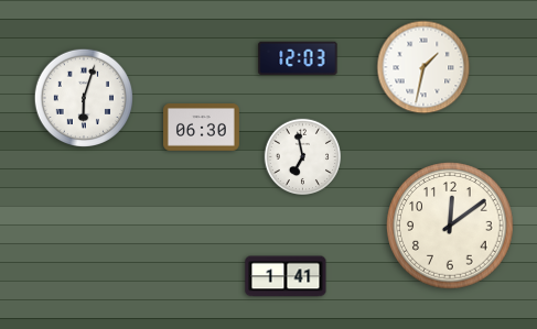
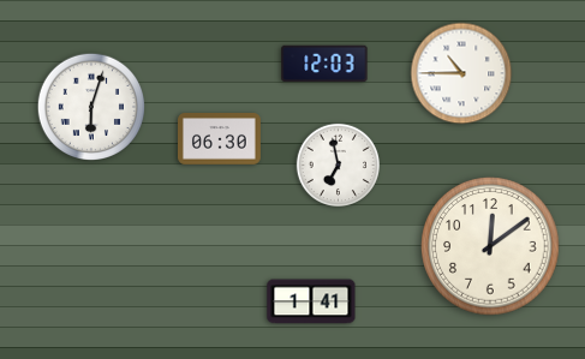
clock at (423, 67): 1:32 -> 10:45
clock at (302, 156) position: (302, 156) -> (338, 164)
